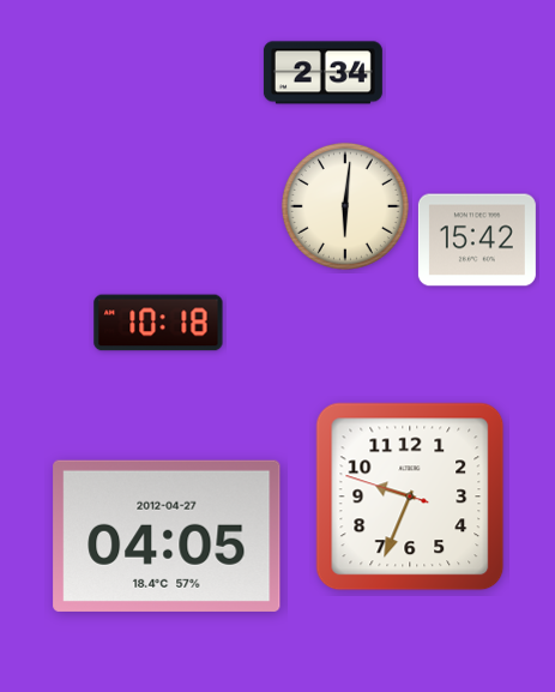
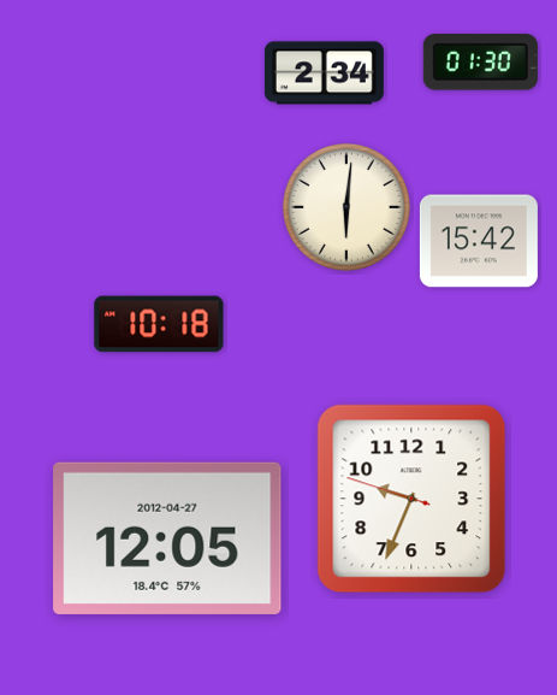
clock at (480, 63): none -> 01:30
clock at (167, 536): 04:05 -> 12:05
